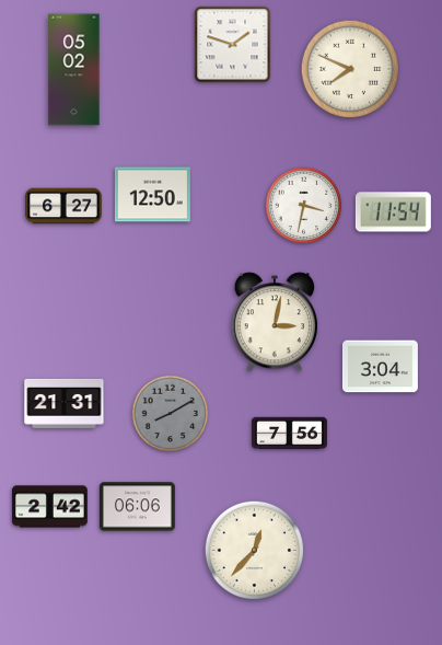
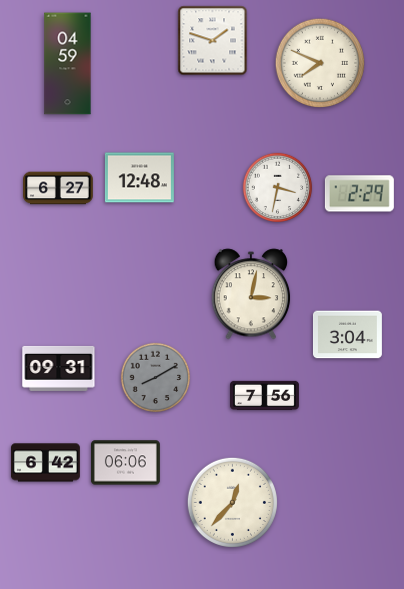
clock at (74, 70): 05:02 -> 04:59
clock at (152, 195): 12:50 -> 12:48
clock at (393, 212): 11:54 -> 2:29
clock at (65, 403): 21:31 -> 09:31
clock at (49, 507): 2:42 -> 6:42
